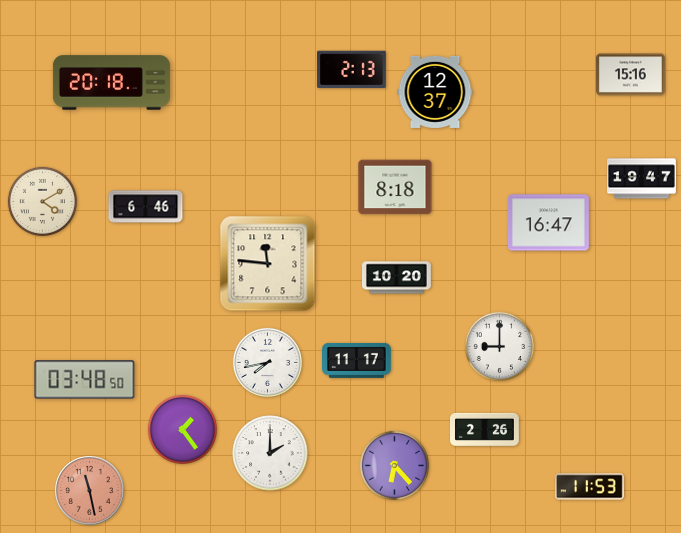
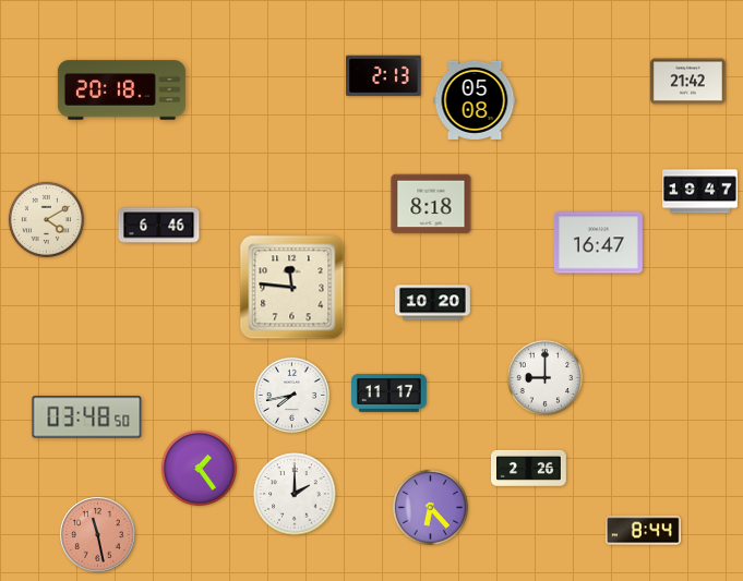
clock at (631, 75): 15:16 -> 21:42
clock at (435, 92): 12:37 -> 05:08
clock at (642, 179) position: (642, 179) -> (700, 192)
clock at (85, 380) position: (85, 380) -> (87, 417)
clock at (590, 487): 11:53 -> 8:44
